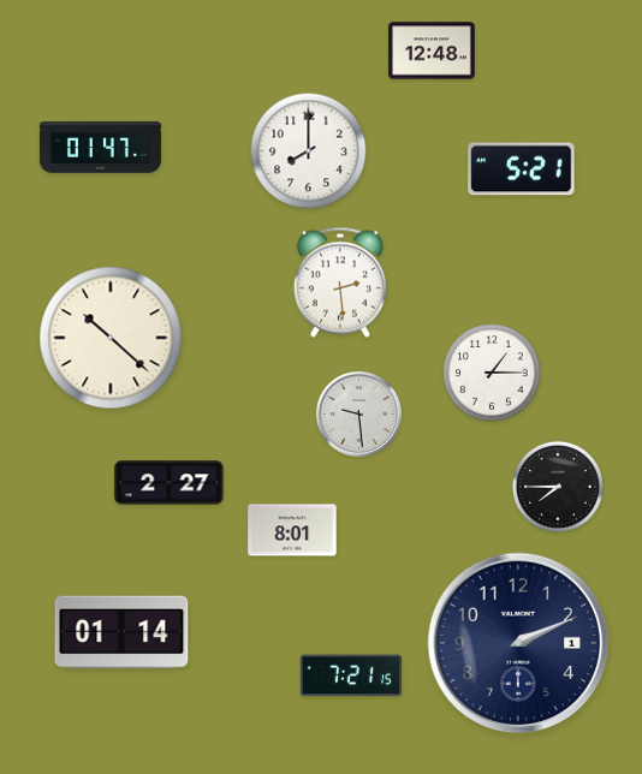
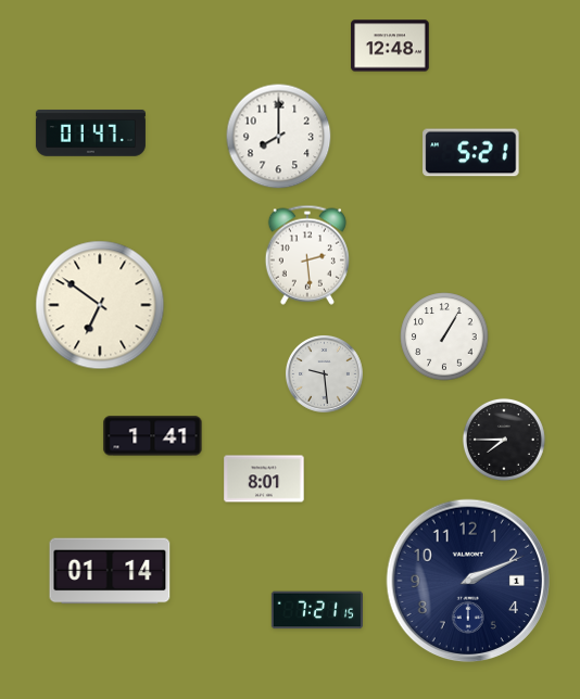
clock at (111, 338): 10:22 -> 6:51
clock at (492, 373): 1:15 -> 1:05
clock at (170, 483): 2:27 -> 1:41
